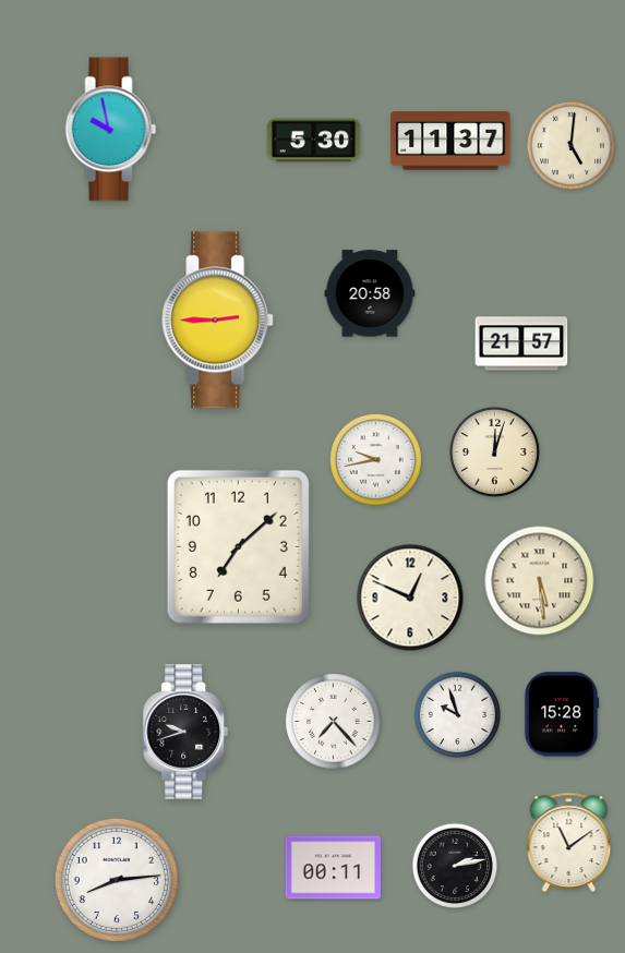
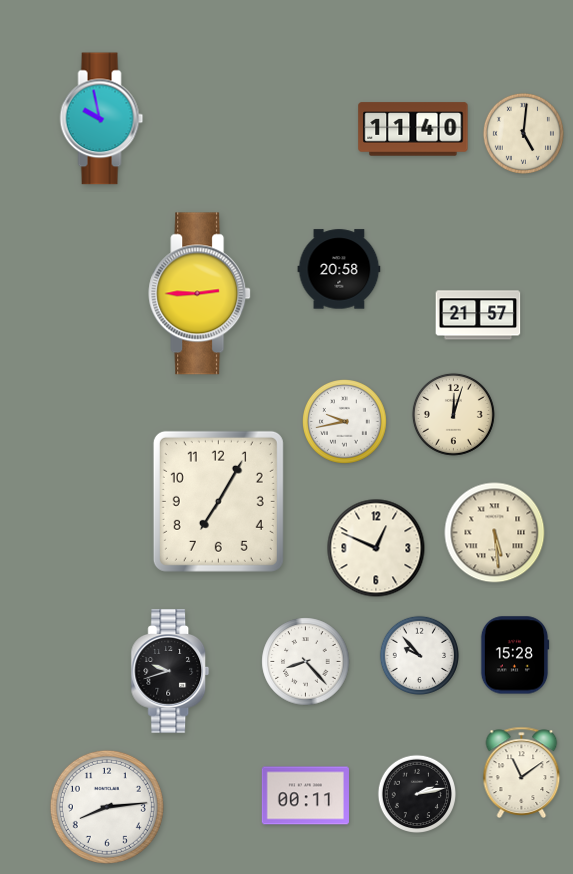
clock at (314, 141): 5:30 -> none
clock at (450, 141): 11:37 -> 11:40
clock at (238, 546): 7:08 -> 7:05
clock at (457, 714): 9:57 -> 9:53
clock at (334, 722): 7:23 -> 8:23
